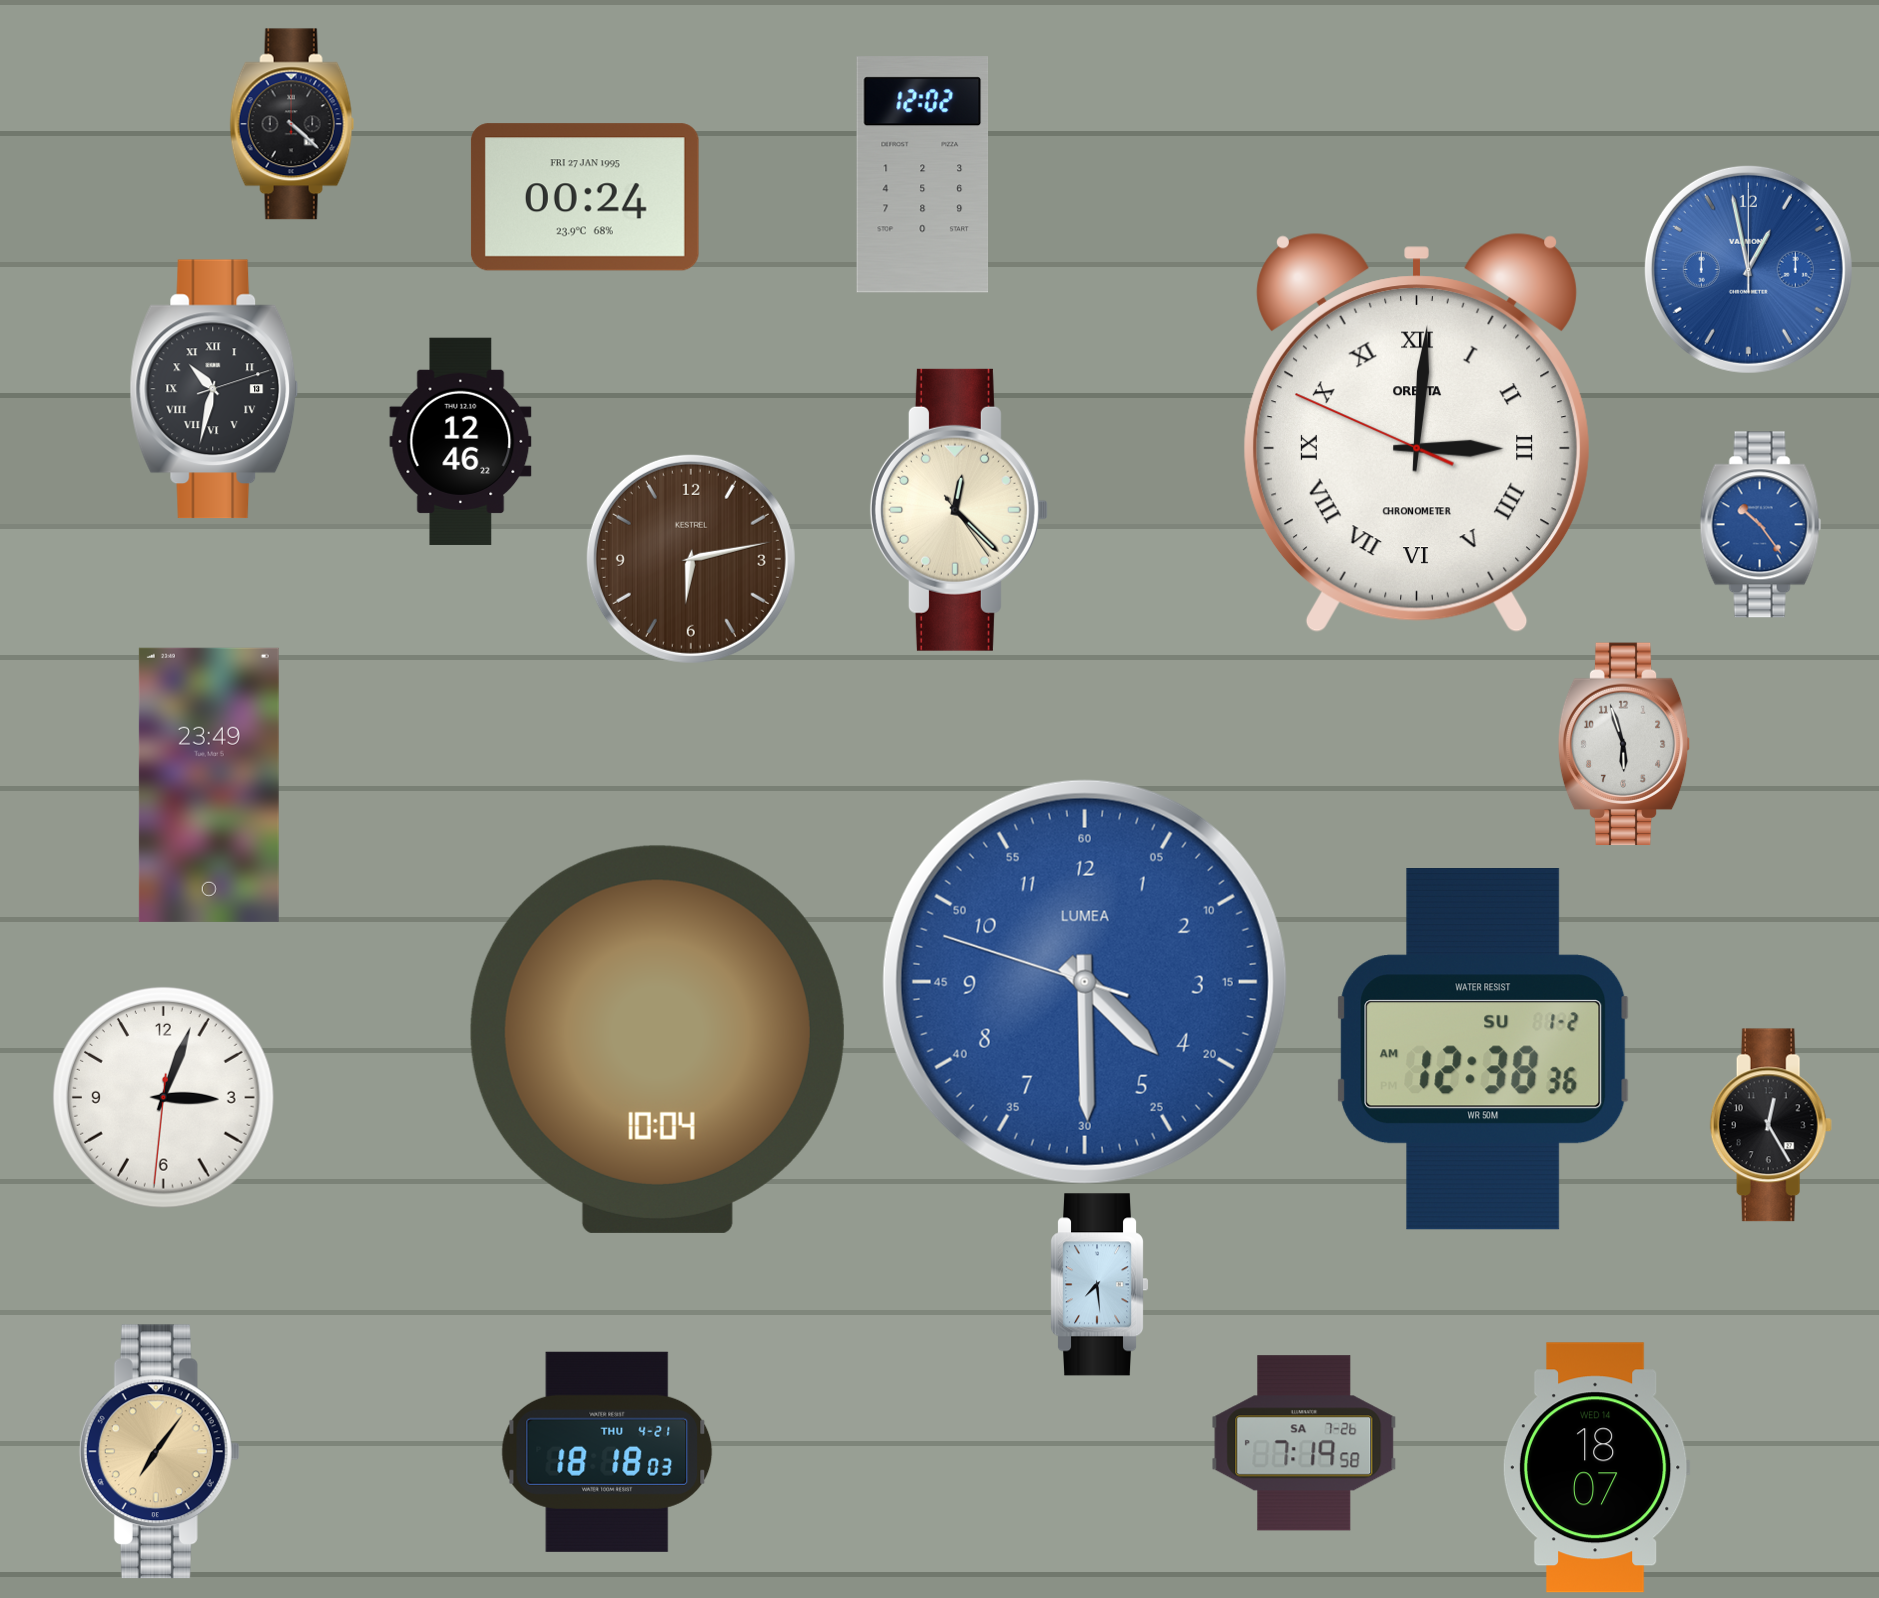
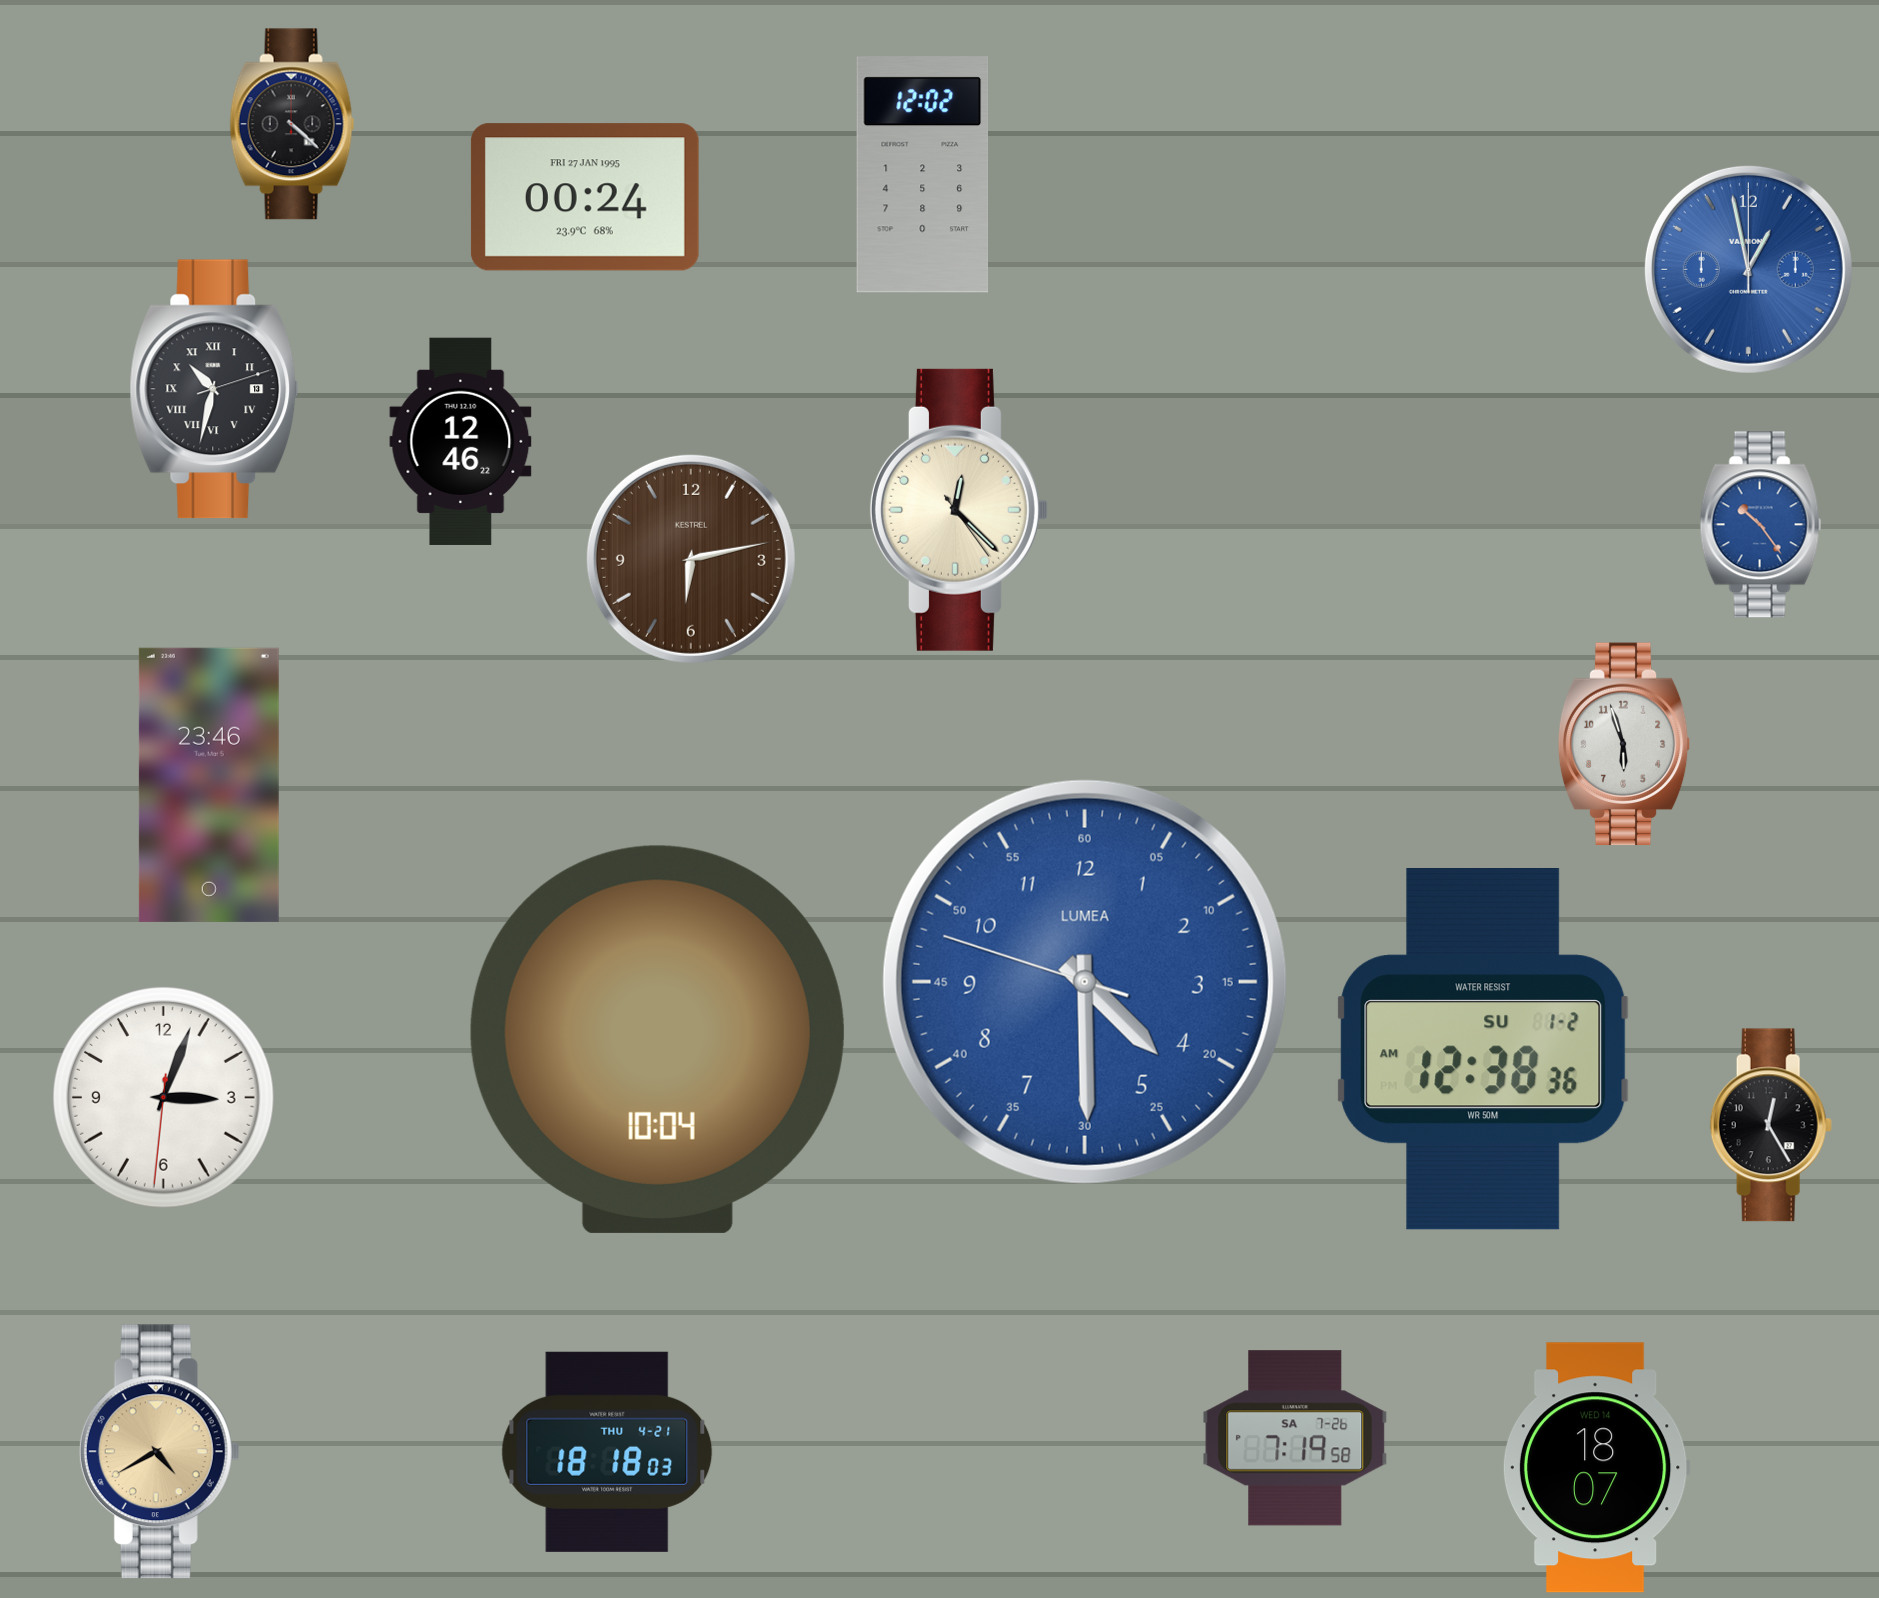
clock at (1417, 433): 3:00 -> none
clock at (209, 785): 23:49 -> 23:46
clock at (1099, 1285): 7:29 -> none
clock at (1304, 1443) position: (1304, 1443) -> (1295, 1438)
clock at (159, 1452): 7:06 -> 4:40
